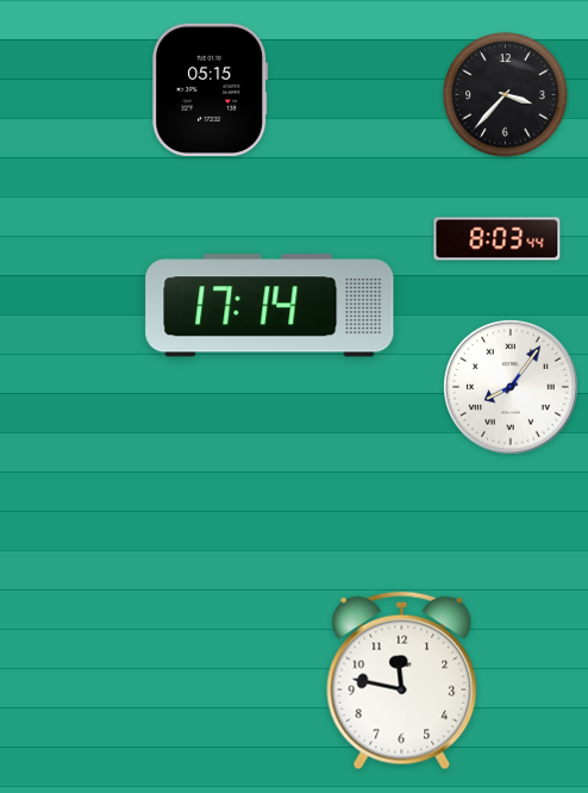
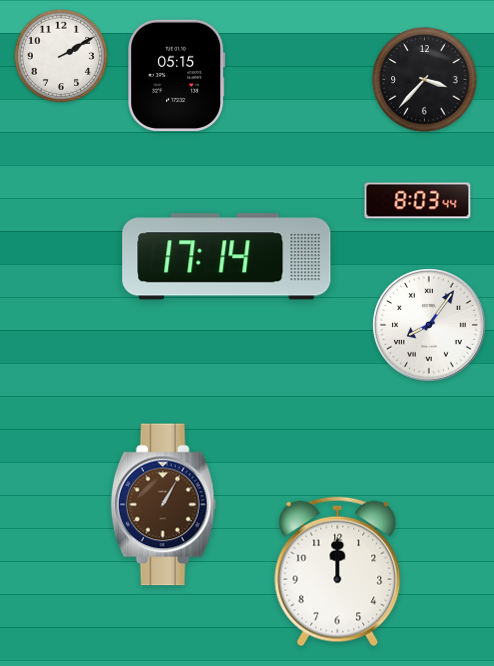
clock at (60, 55): none -> 2:10
clock at (164, 505): none -> 1:05
clock at (402, 681): 11:47 -> 12:00
